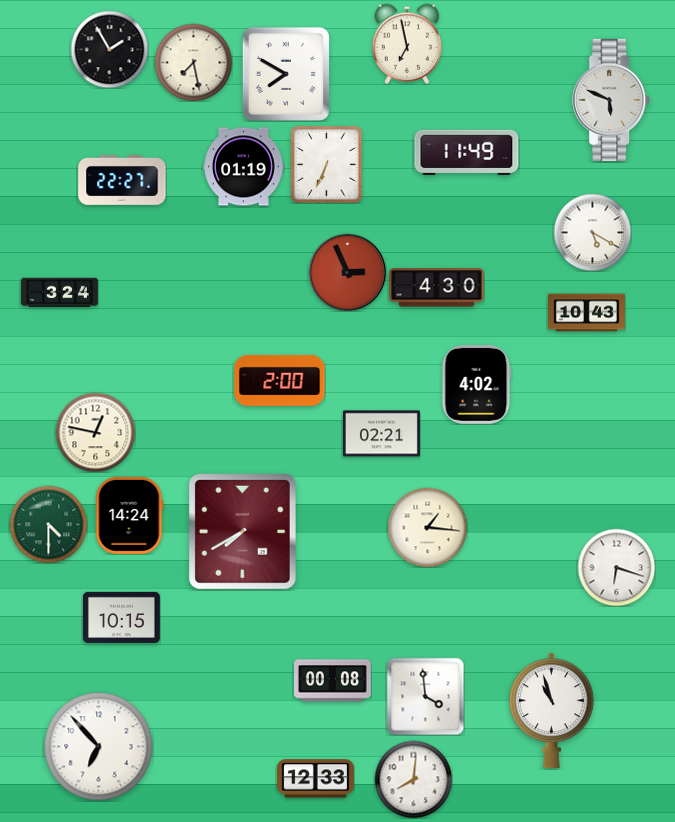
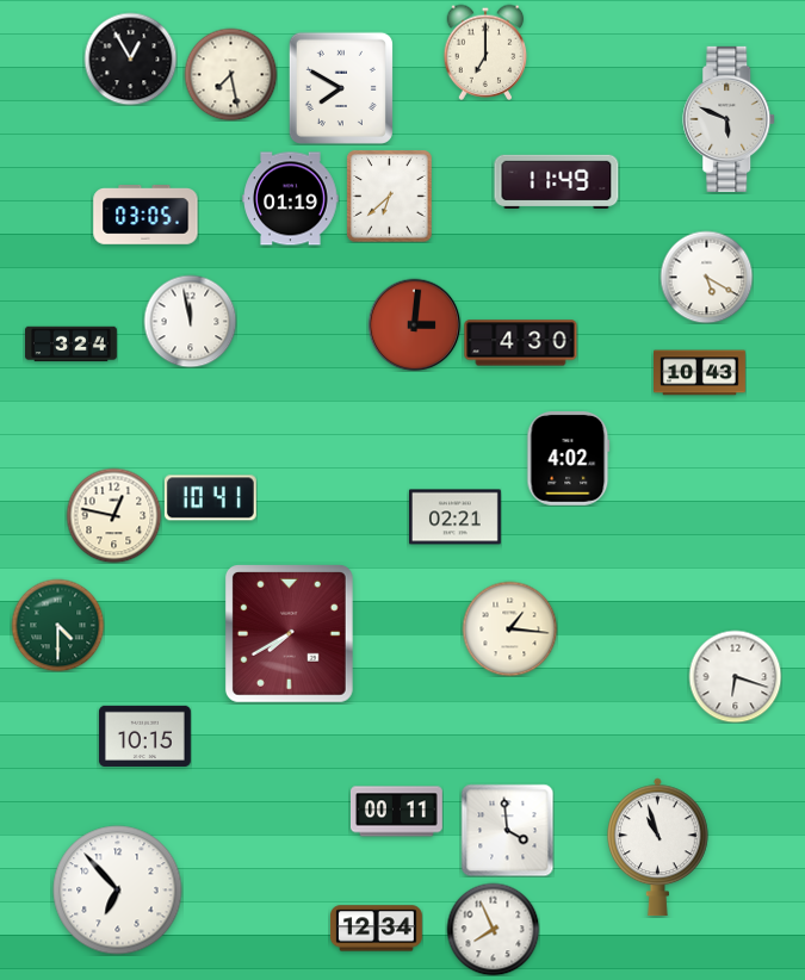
clock at (407, 44): 6:58 -> 7:00
clock at (109, 49): 1:55 -> 12:55
clock at (327, 164): 6:34 -> 6:38
clock at (122, 181): 22:27 -> 03:05
clock at (190, 321): none -> 11:58
clock at (347, 272): 2:56 -> 3:01
clock at (60, 293) position: (60, 293) -> (72, 345)
clock at (280, 380): 2:00 -> none
clock at (210, 498): none -> 10:41
clock at (130, 515): 14:24 -> none
clock at (332, 681): 00:08 -> 00:11
clock at (315, 779): 12:33 -> 12:34
clock at (413, 779): 8:01 -> 7:56
